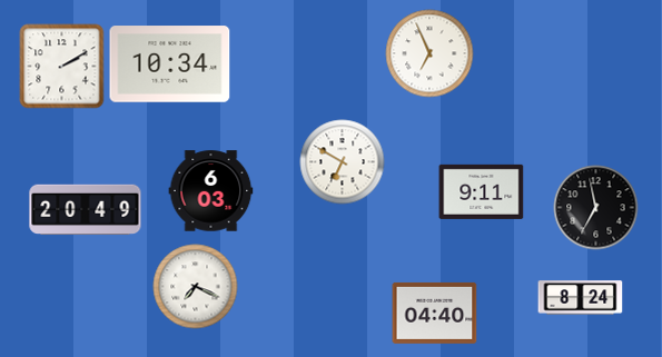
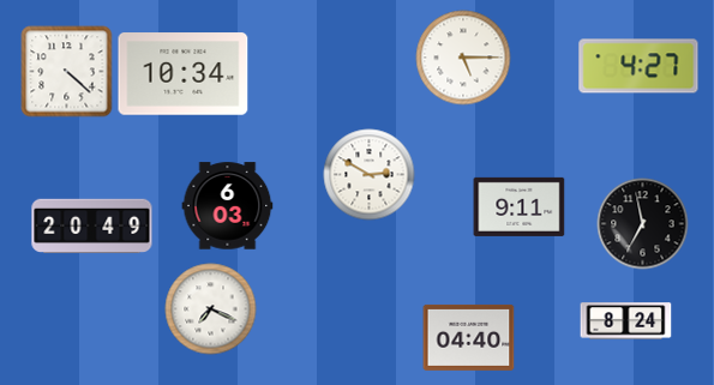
clock at (429, 53): 6:56 -> 5:15
clock at (638, 66): none -> 4:27
clock at (170, 65) position: (170, 65) -> (184, 74)
clock at (62, 67): 2:10 -> 4:22
clock at (343, 162): 6:50 -> 2:50
